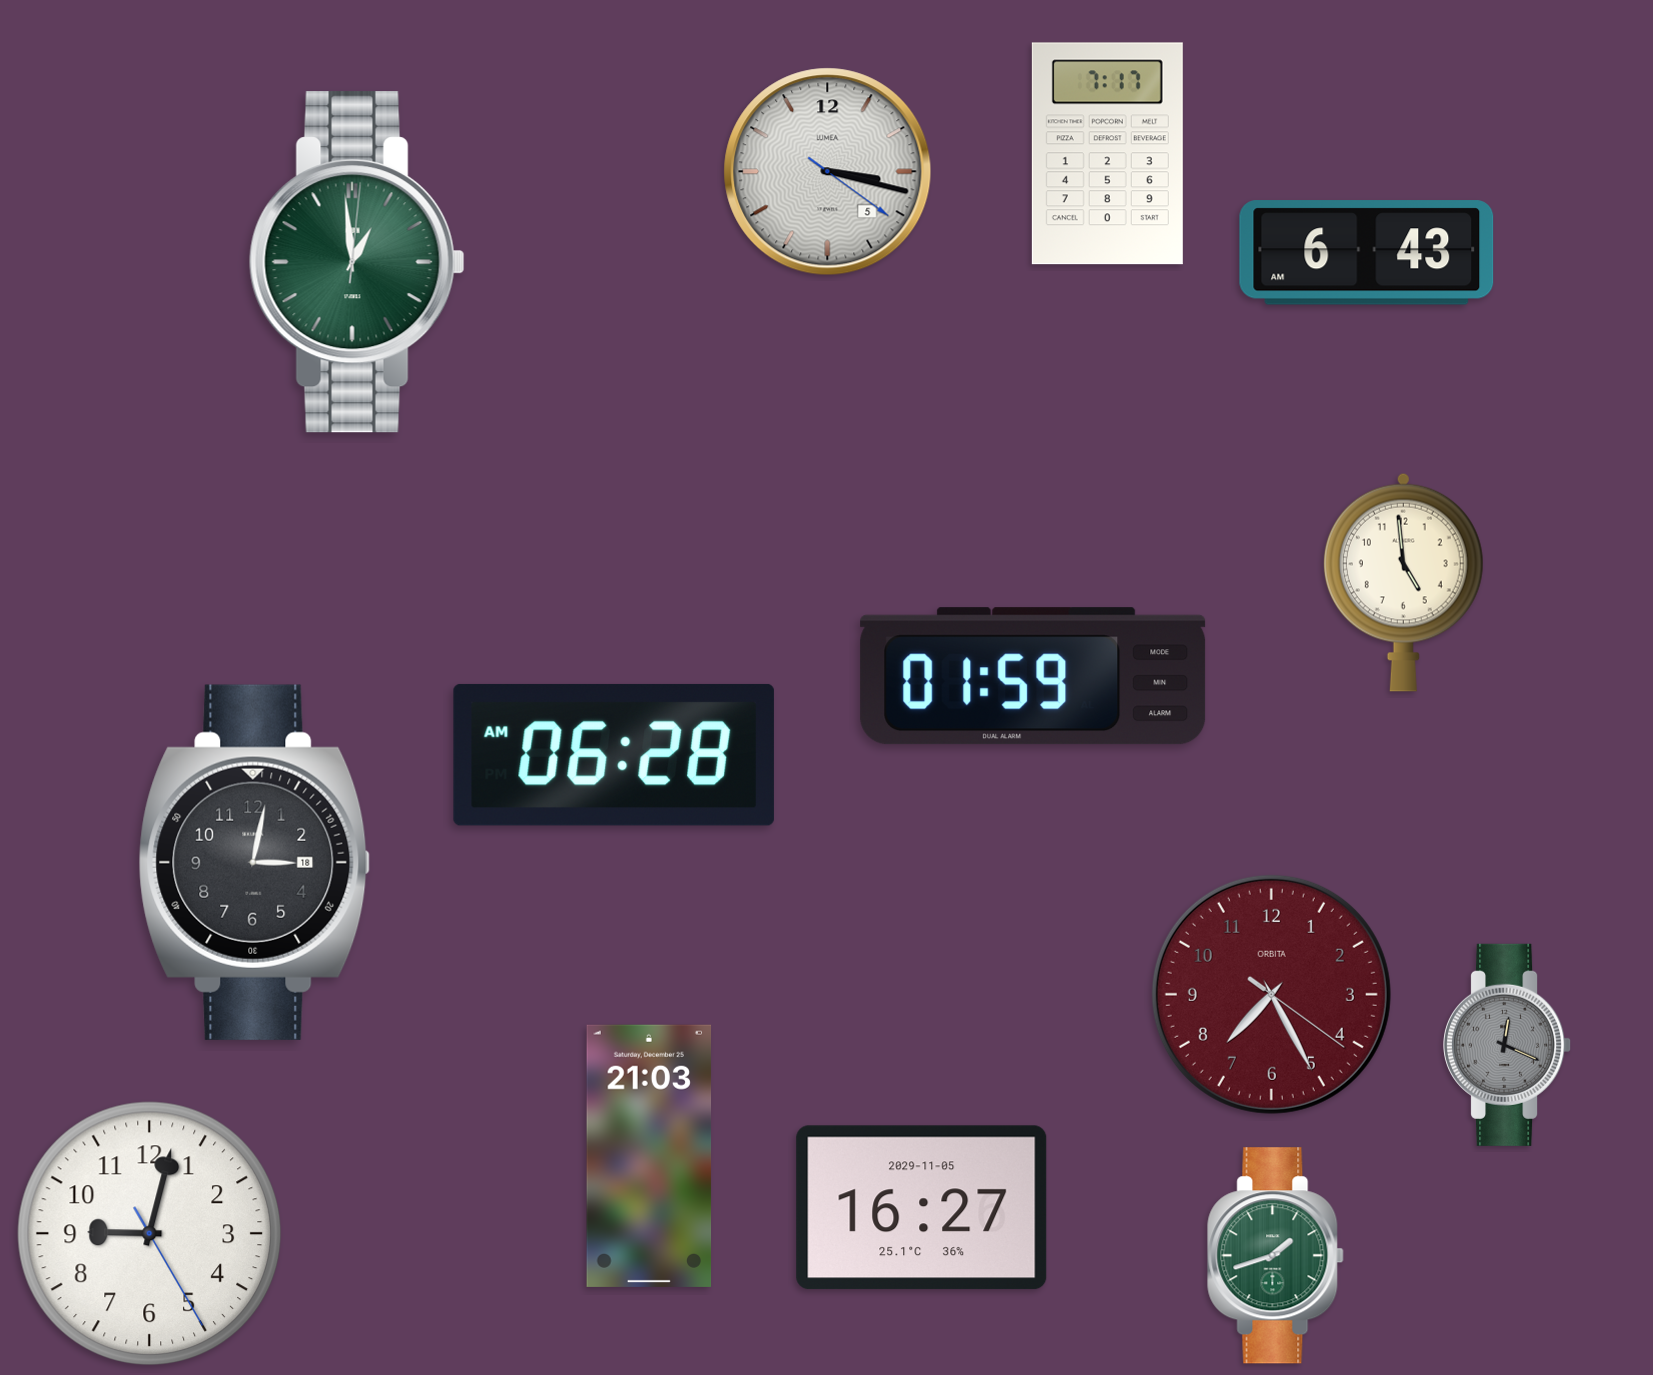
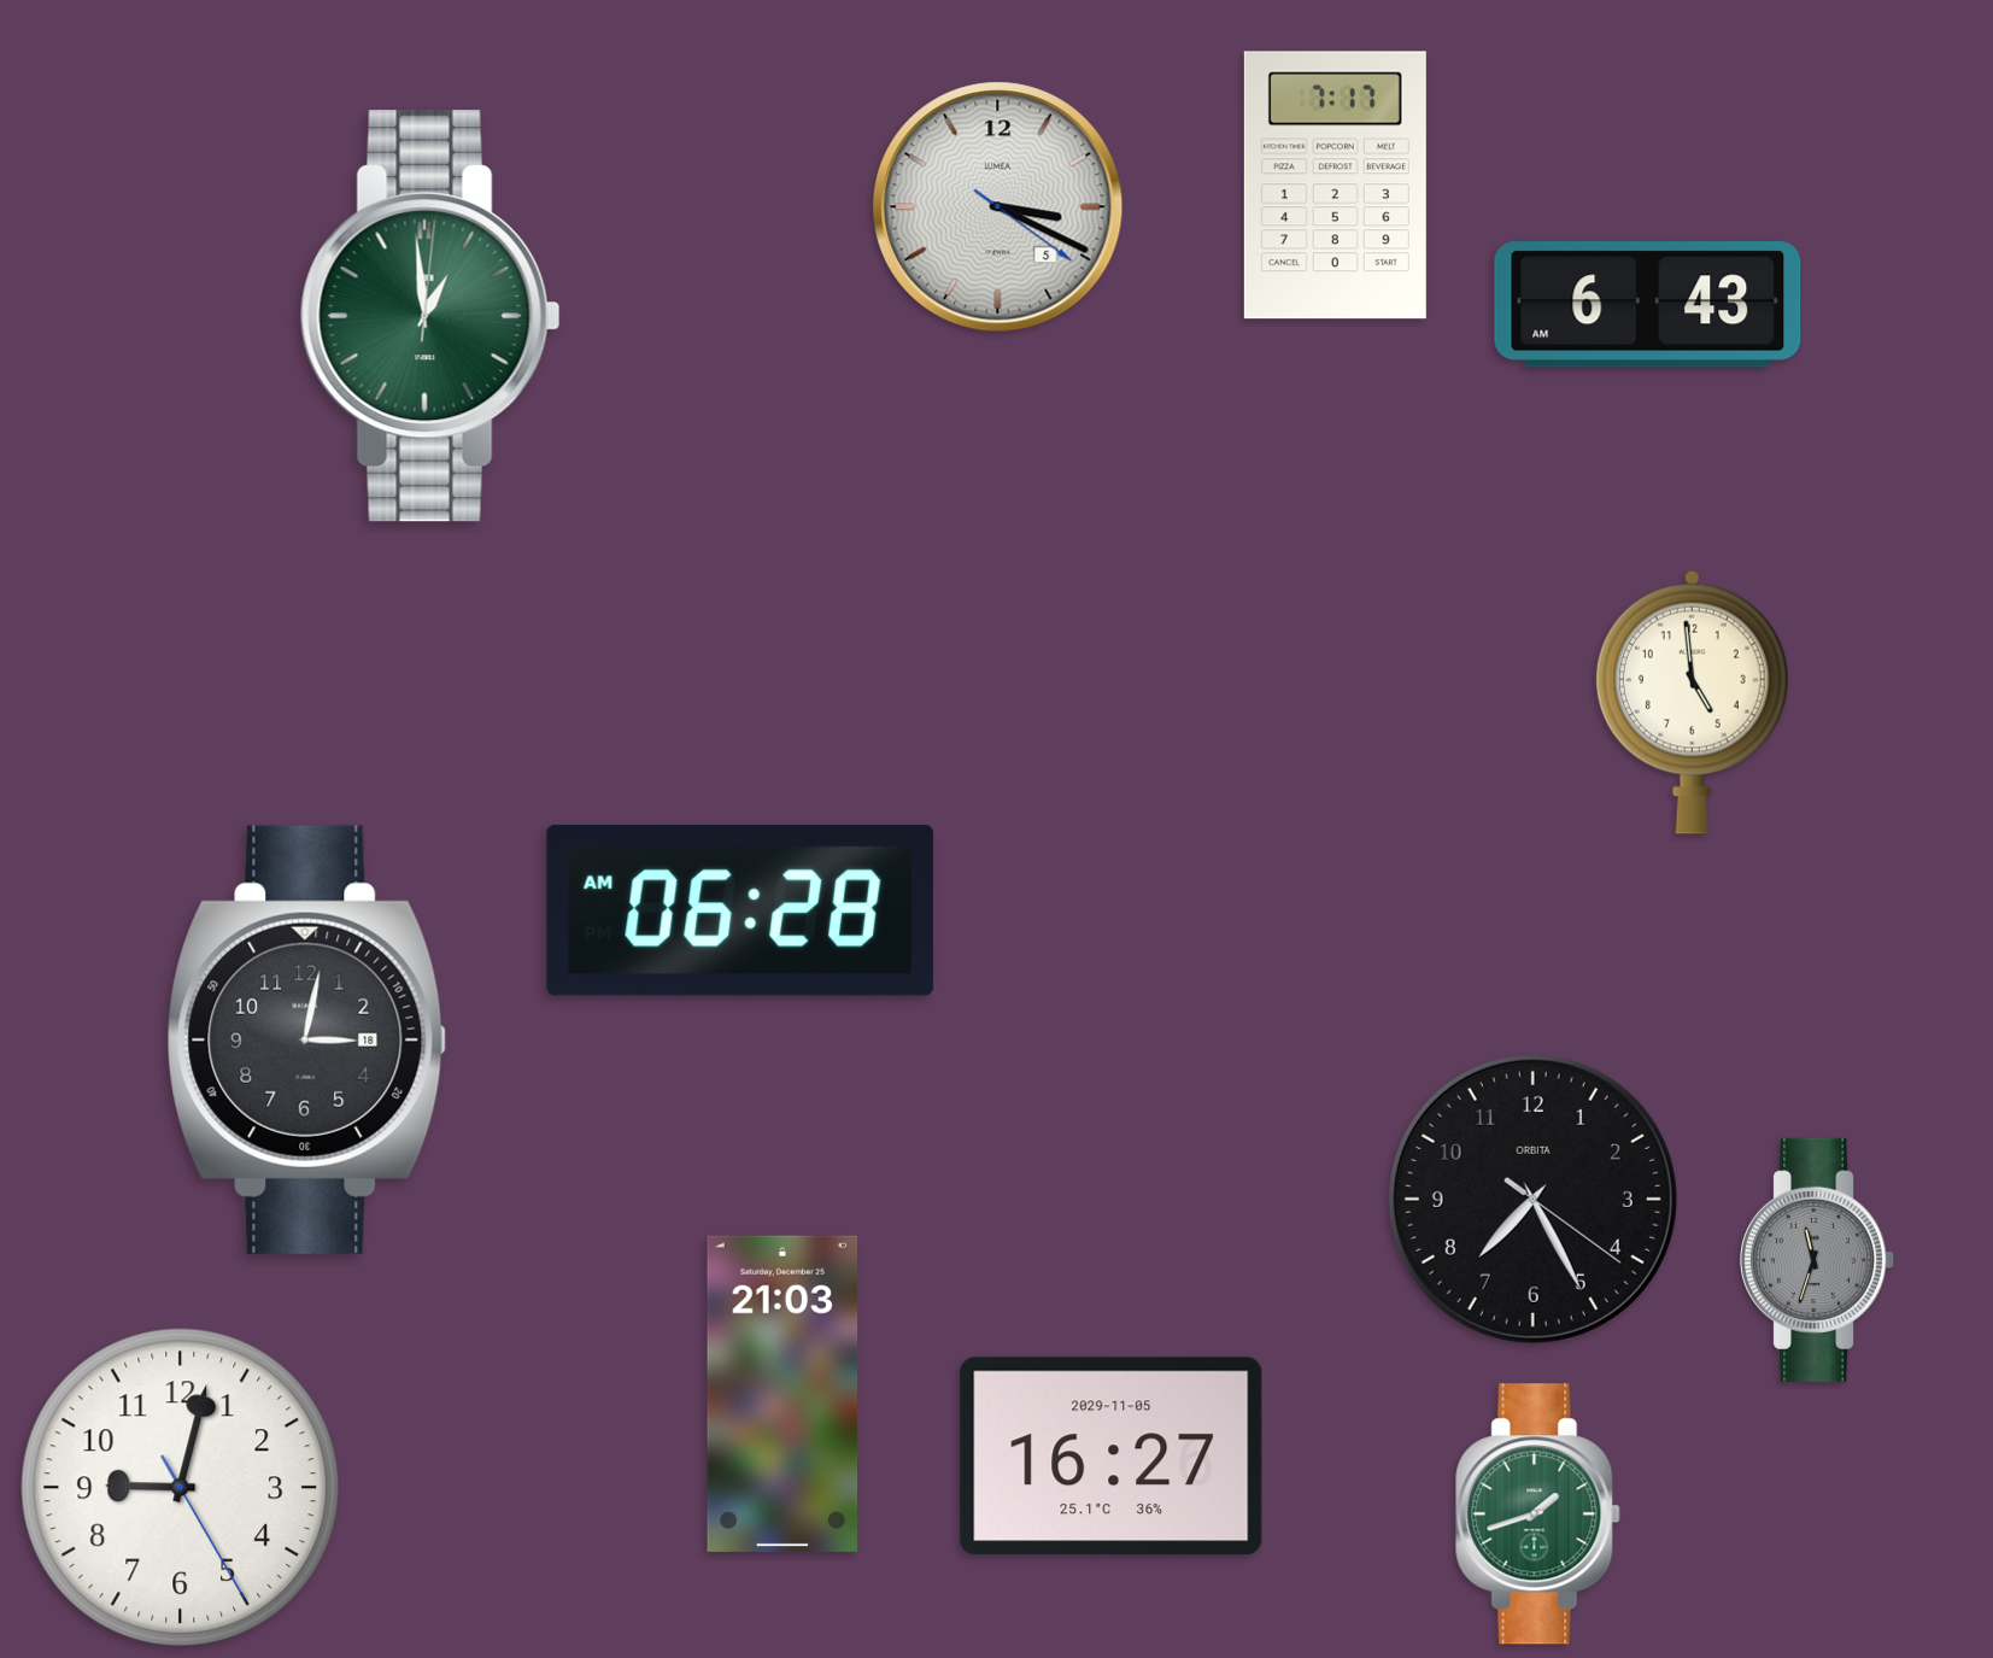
clock at (828, 172): 3:17 -> 3:19
clock at (1033, 676): 01:59 -> none
clock at (1271, 994) dial: burgundy -> black
clock at (1508, 1045): 12:19 -> 11:33
